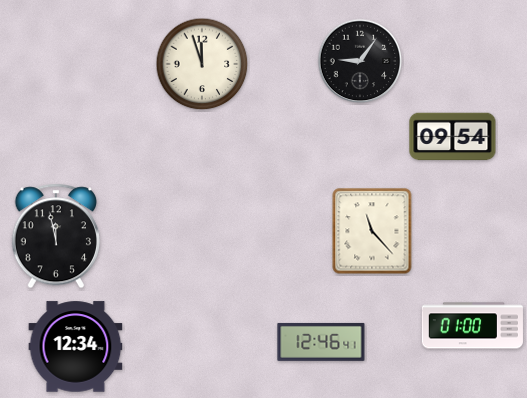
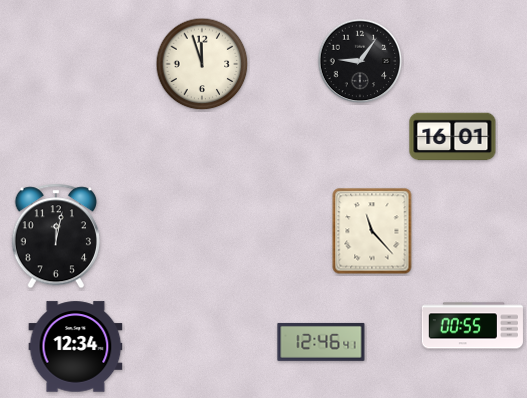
clock at (453, 137): 09:54 -> 16:01
clock at (55, 236): 11:58 -> 12:02
clock at (472, 326): 01:00 -> 00:55
